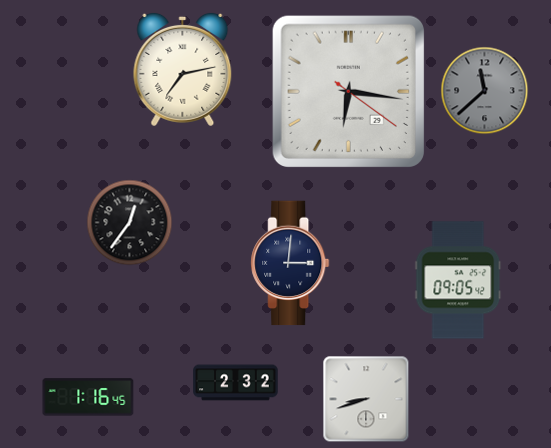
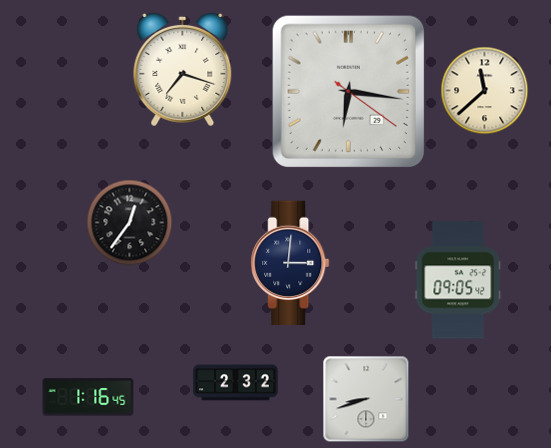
clock at (183, 69): 7:13 -> 7:18
clock at (485, 91) dial: grey -> cream
